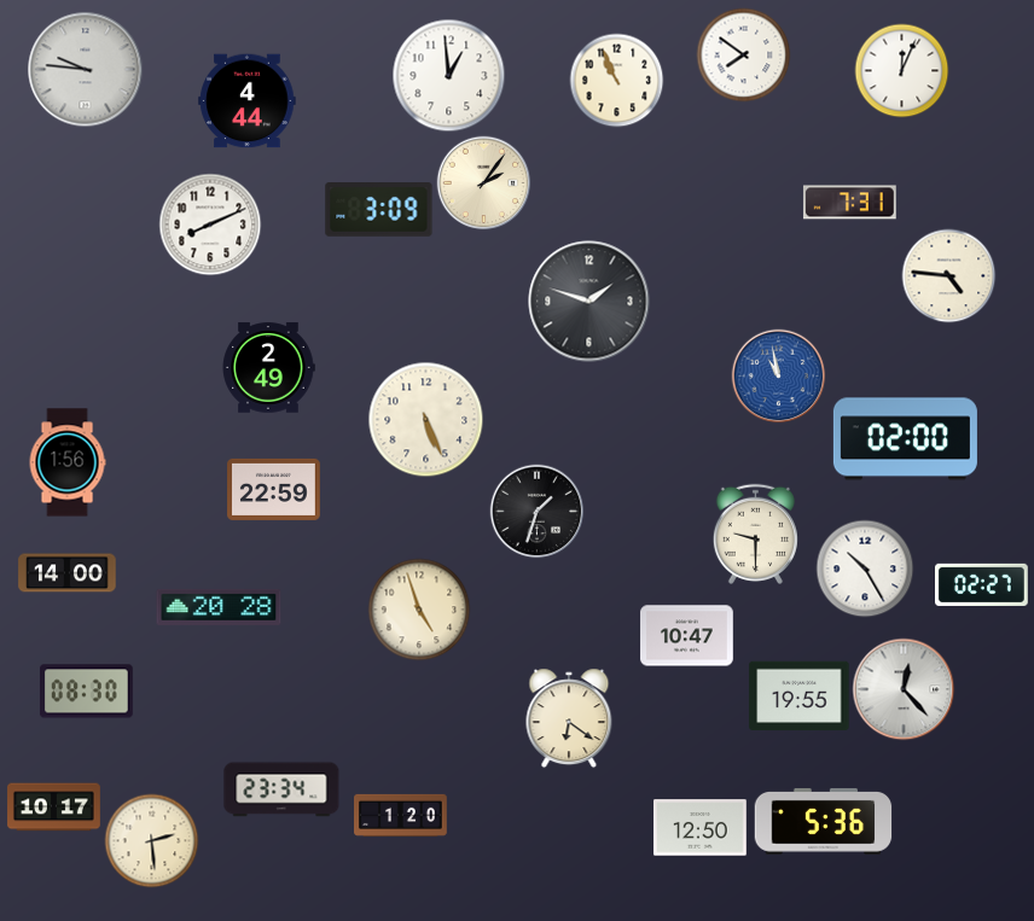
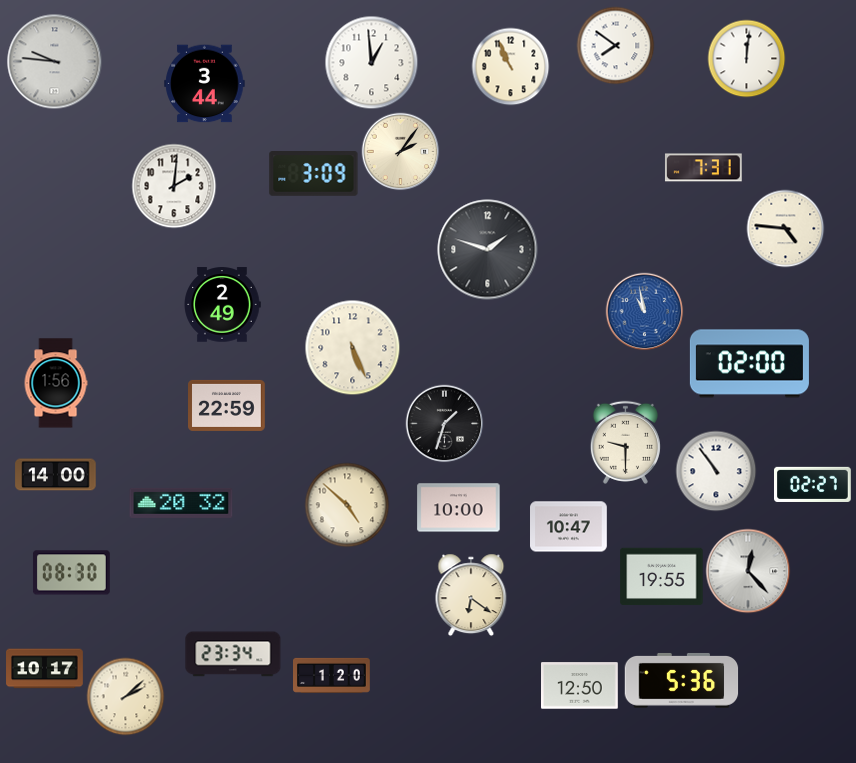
clock at (85, 69) position: (85, 69) -> (54, 61)
clock at (901, 70): 12:04 -> 12:01
clock at (248, 101): 4:44 -> 3:44
clock at (210, 225): 8:11 -> 2:01
clock at (865, 569): 10:25 -> 10:54
clock at (219, 607): 20:28 -> 20:32
clock at (419, 610): 4:57 -> 4:52
clock at (459, 508): none -> 10:00
clock at (151, 840): 2:29 -> 2:08
